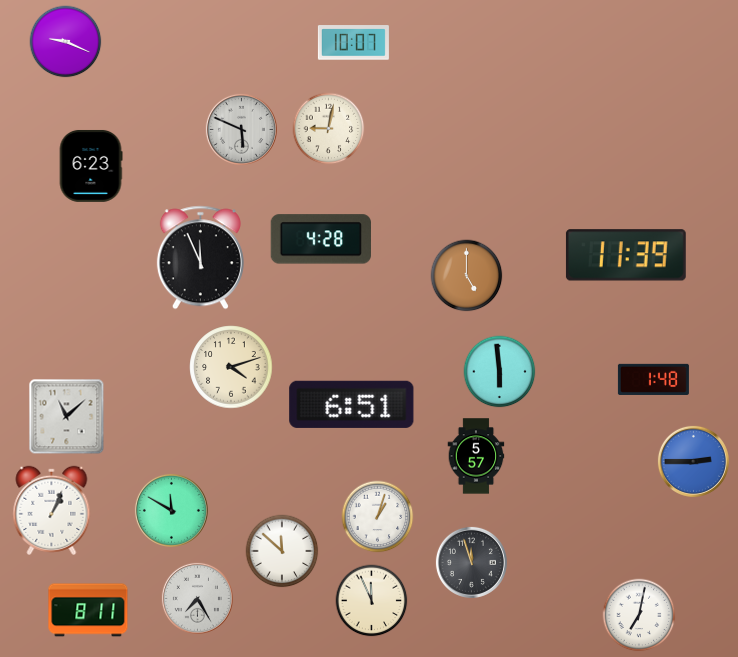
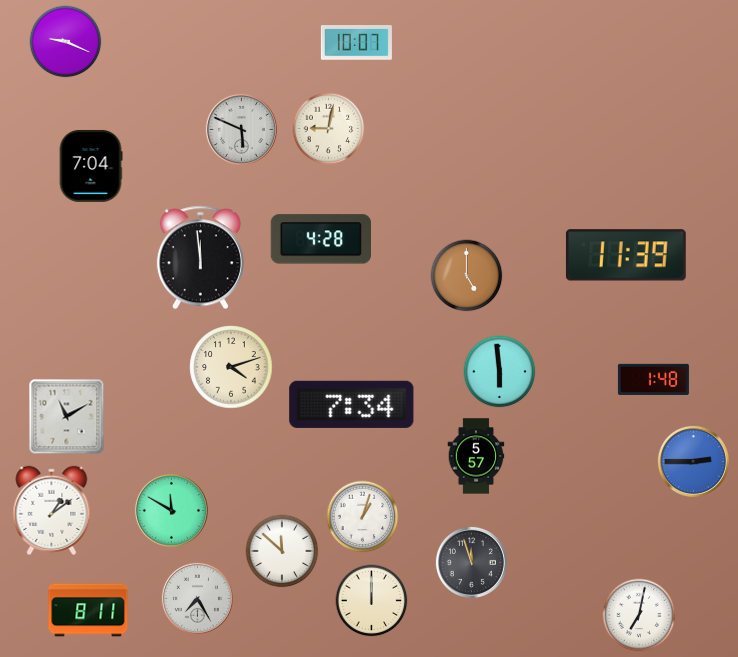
clock at (353, 43) position: (353, 43) -> (356, 43)
clock at (91, 166): 6:23 -> 7:04
clock at (200, 258): 11:56 -> 11:59
clock at (352, 404): 6:51 -> 7:34
clock at (67, 417): 11:08 -> 11:10
clock at (52, 510): 1:04 -> 1:09
clock at (378, 517) position: (378, 517) -> (363, 517)
clock at (372, 601): 11:56 -> 12:00
